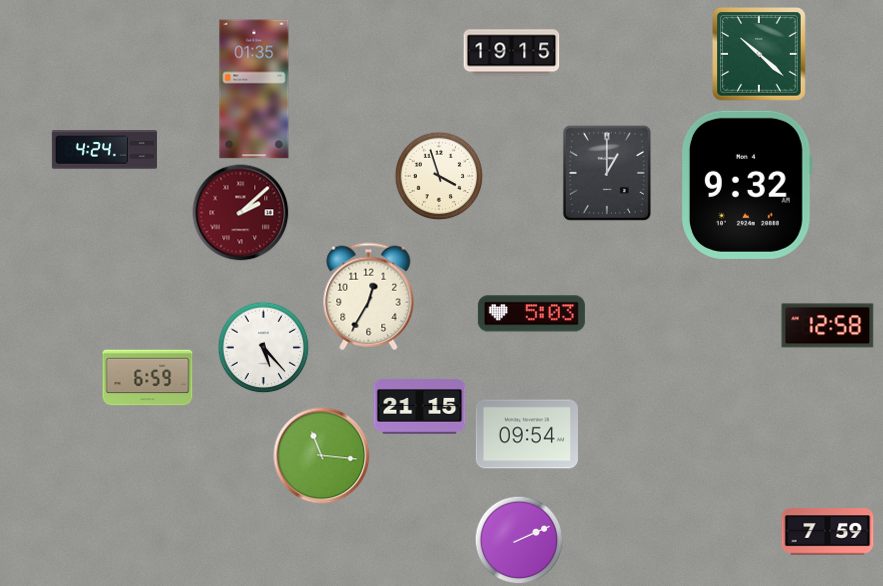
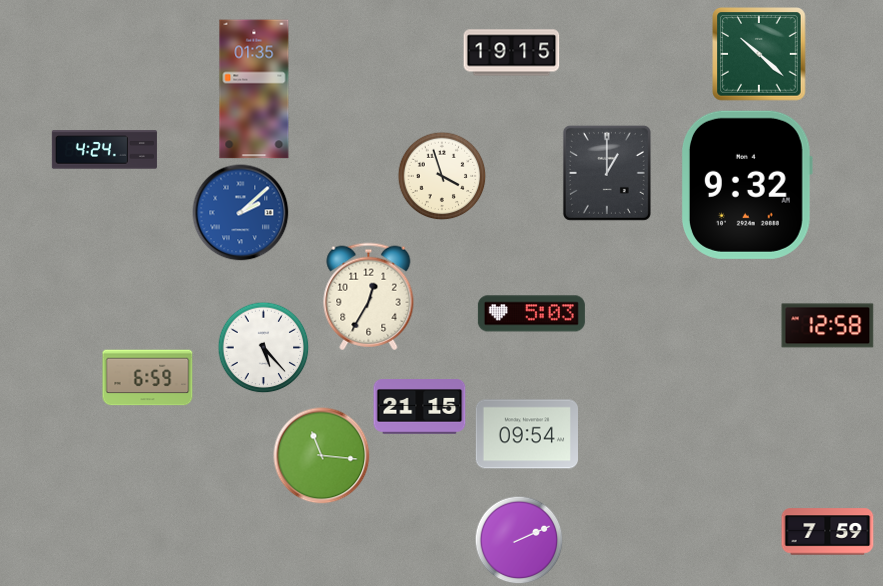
clock at (439, 176) position: (439, 176) -> (442, 176)
clock at (241, 213) dial: burgundy -> blue
